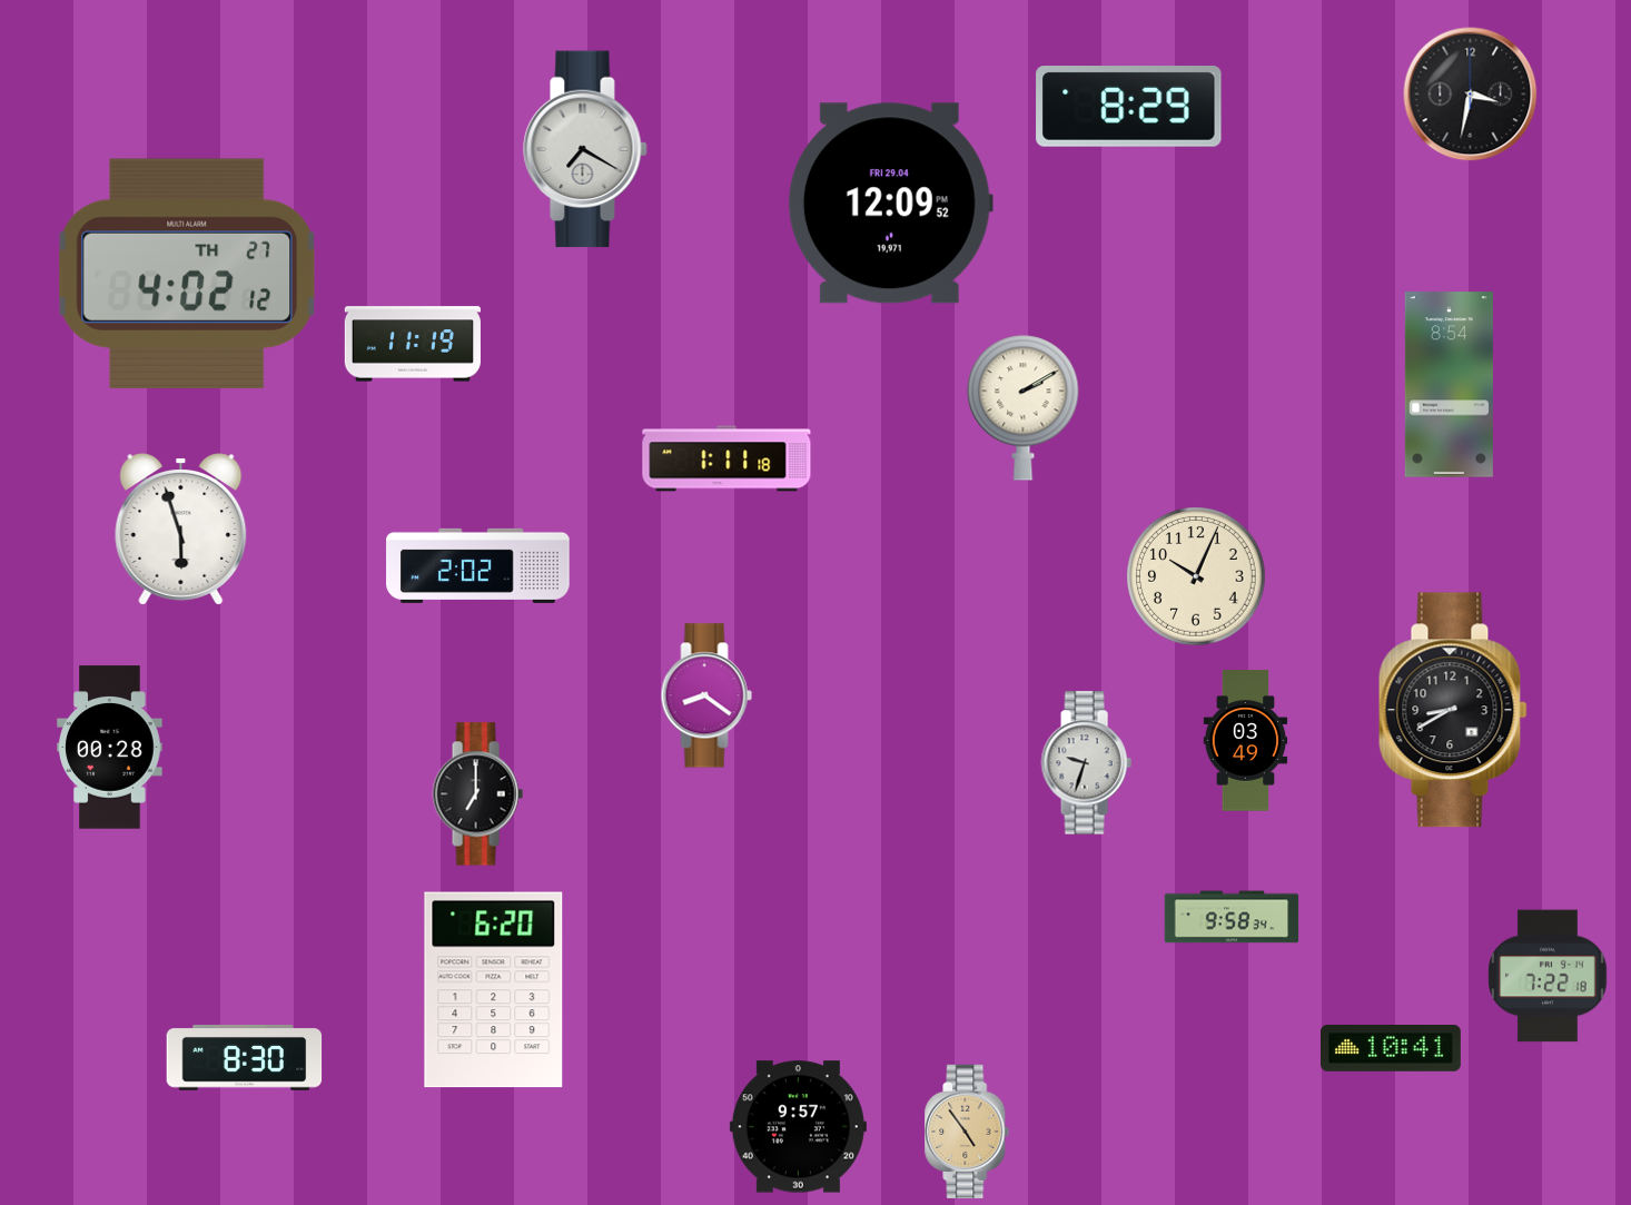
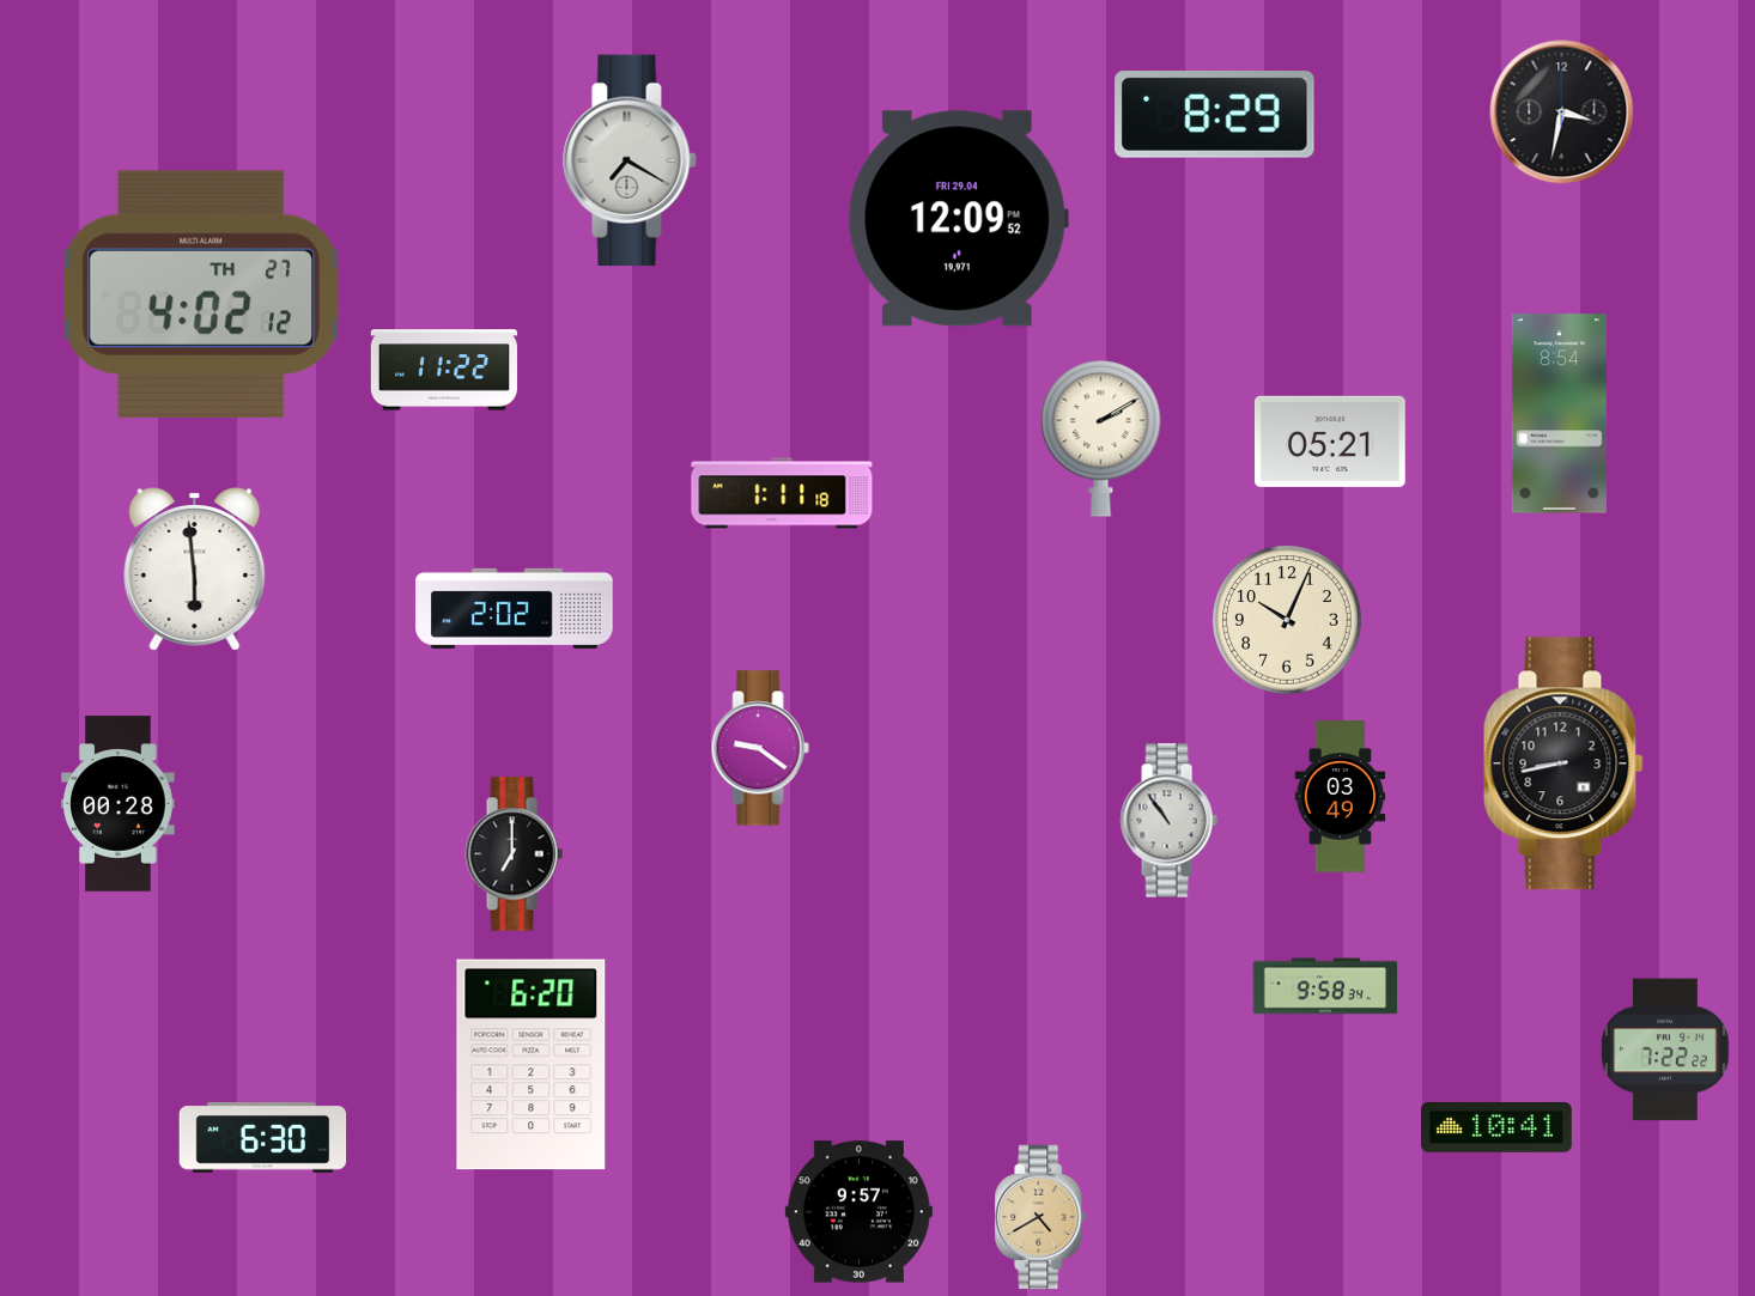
clock at (1471, 95) position: (1471, 95) -> (1562, 112)
clock at (413, 344): 11:19 -> 11:22
clock at (1330, 442): none -> 05:21
clock at (181, 530): 5:57 -> 5:59
clock at (706, 695): 8:21 -> 9:21
clock at (1453, 710): 8:40 -> 8:43
clock at (1086, 763): 9:33 -> 10:54
clock at (1548, 976): 7:22:18 -> 7:22:22
clock at (245, 1058): 8:30 -> 6:30
clock at (967, 1132): 4:54 -> 4:40
